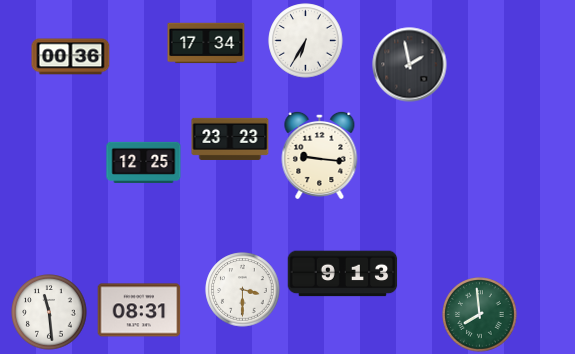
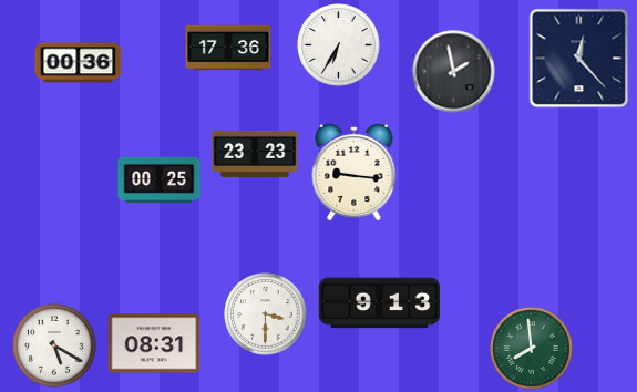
clock at (206, 43): 17:34 -> 17:36
clock at (579, 59): none -> 12:23
clock at (144, 162): 12:25 -> 00:25
clock at (243, 290) position: (243, 290) -> (266, 314)
clock at (49, 312): 11:29 -> 5:20
